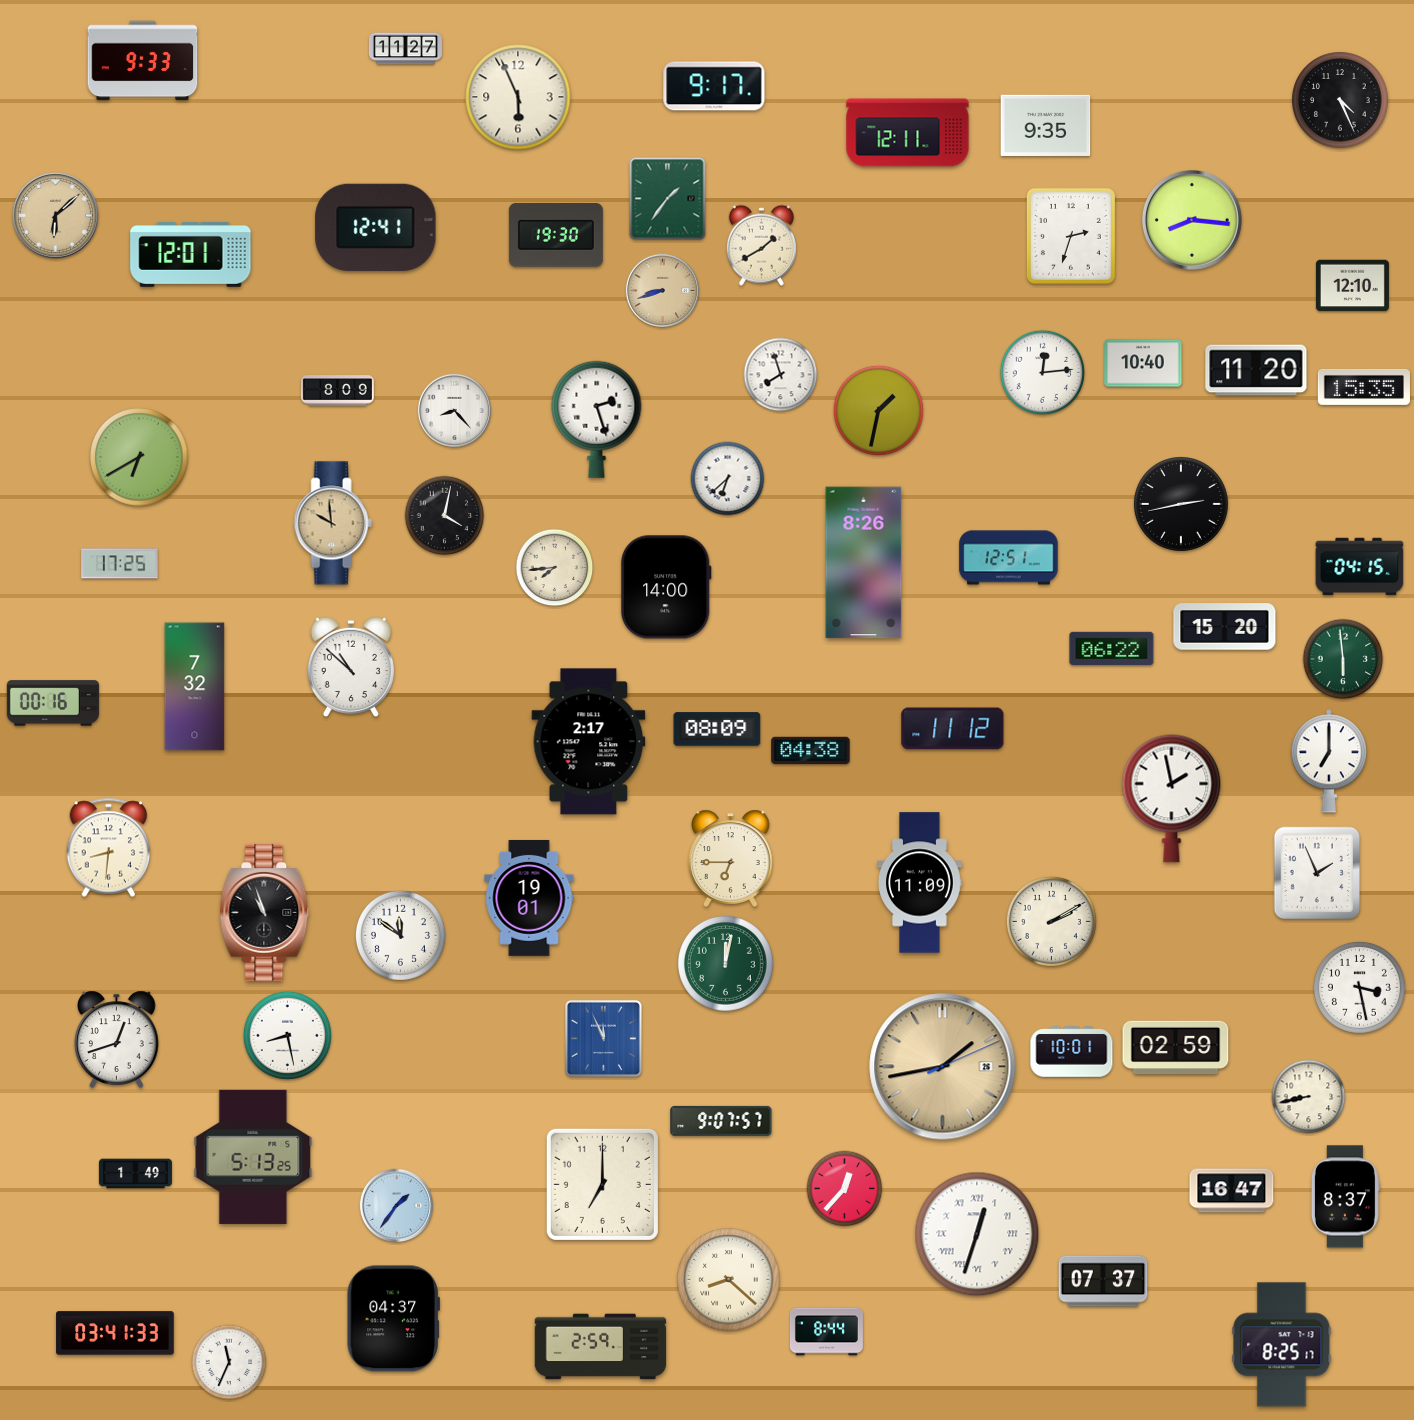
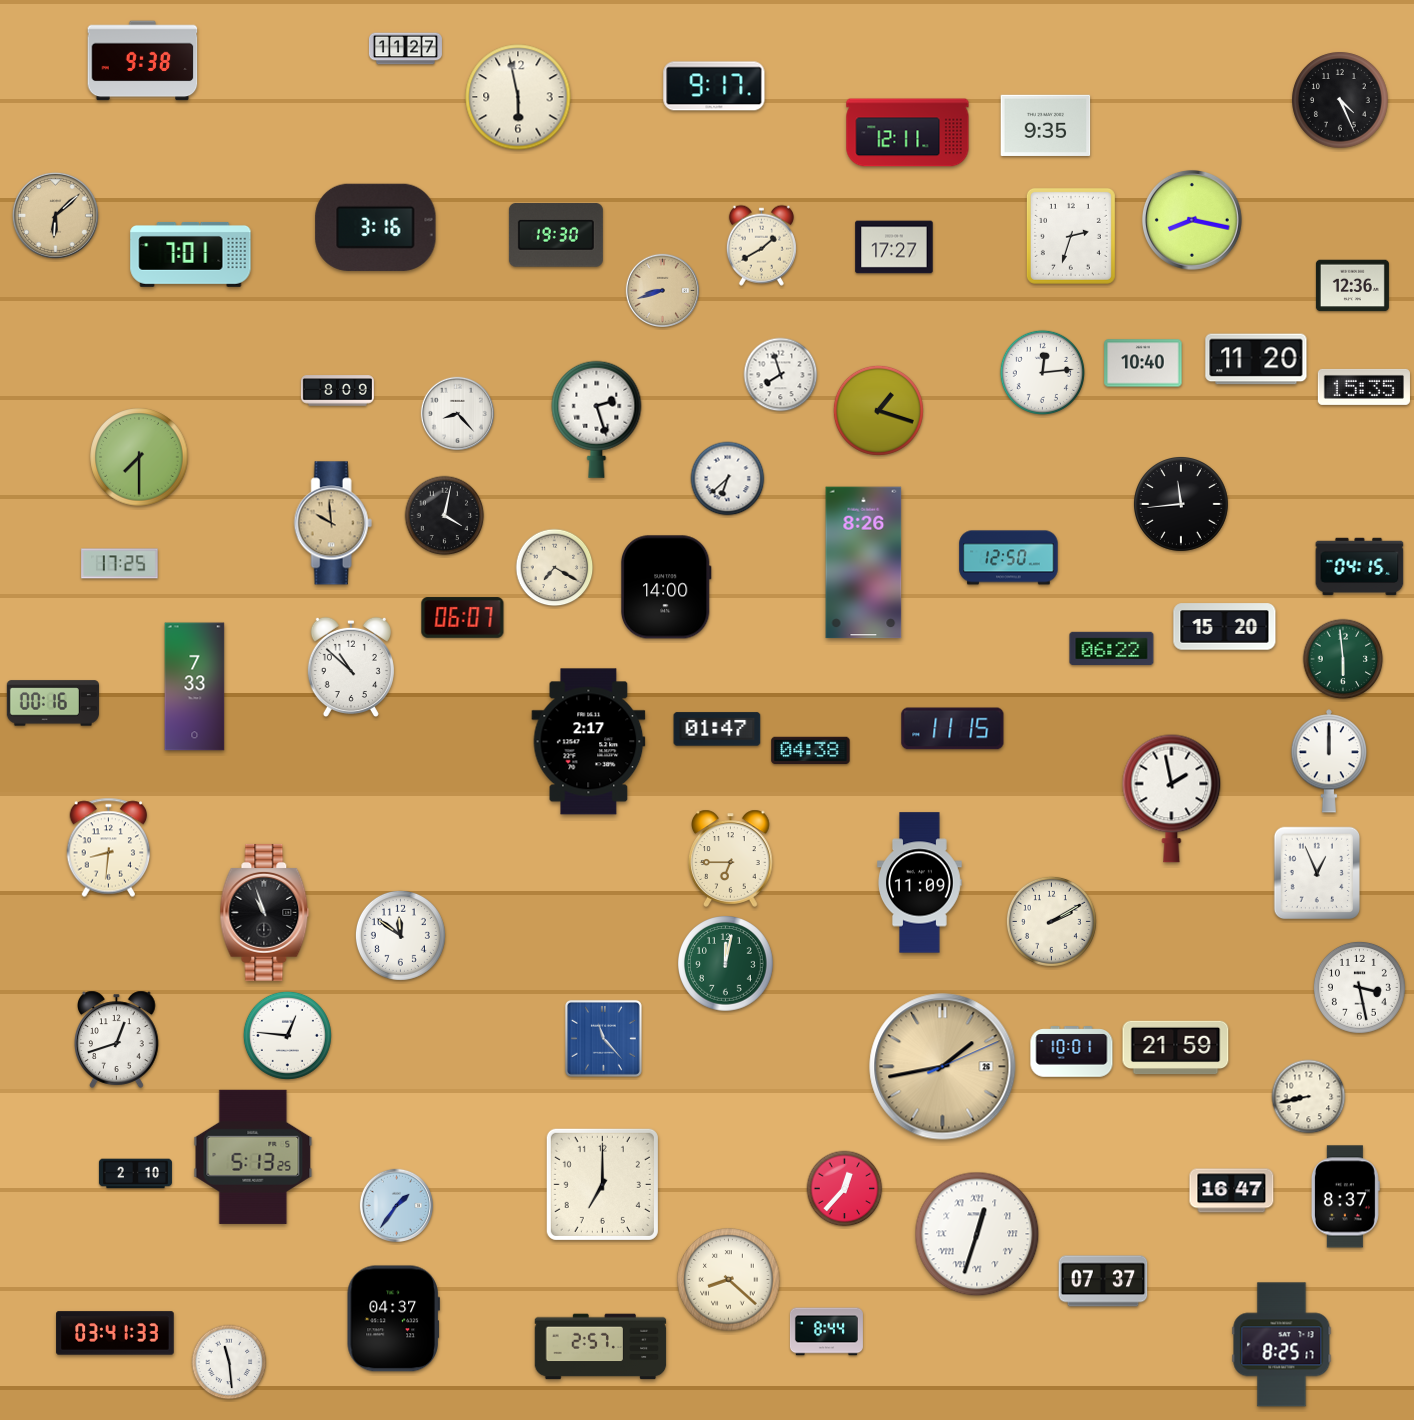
clock at (143, 61): 9:33 -> 9:38
clock at (518, 97): 5:56 -> 5:58
clock at (668, 199): 1:36 -> none
clock at (1192, 220): 8:16 -> 8:17
clock at (376, 227): 12:41 -> 3:16
clock at (894, 247): none -> 17:27
clock at (191, 255): 12:01 -> 7:01
clock at (1352, 286): 12:10 -> 12:36
clock at (1256, 370) position: (1256, 370) -> (1256, 359)
clock at (454, 410) position: (454, 410) -> (457, 413)
clock at (878, 410): 1:32 -> 1:18
clock at (139, 457): 6:40 -> 7:30
clock at (1182, 505): 2:43 -> 11:44
clock at (1009, 558): 12:51 -> 12:50
clock at (555, 568): 7:44 -> 7:20
clock at (463, 618): none -> 06:07
clock at (195, 687): 7:32 -> 7:33
clock at (717, 729): 08:09 -> 01:47
clock at (953, 729): 11:12 -> 11:15
clock at (1328, 761): 7:00 -> 12:00
clock at (1316, 873): 1:56 -> 12:56
clock at (529, 898): 19:01 -> none
clock at (287, 1035): 8:28 -> 12:46
clock at (603, 1038): 11:56 -> 11:23
clock at (1176, 1048): 02:59 -> 21:59
clock at (721, 1121): 9:07 -> none
clock at (135, 1174): 1:49 -> 2:10
clock at (601, 1347): 2:59 -> 2:57
clock at (229, 1362): 11:34 -> 11:29
